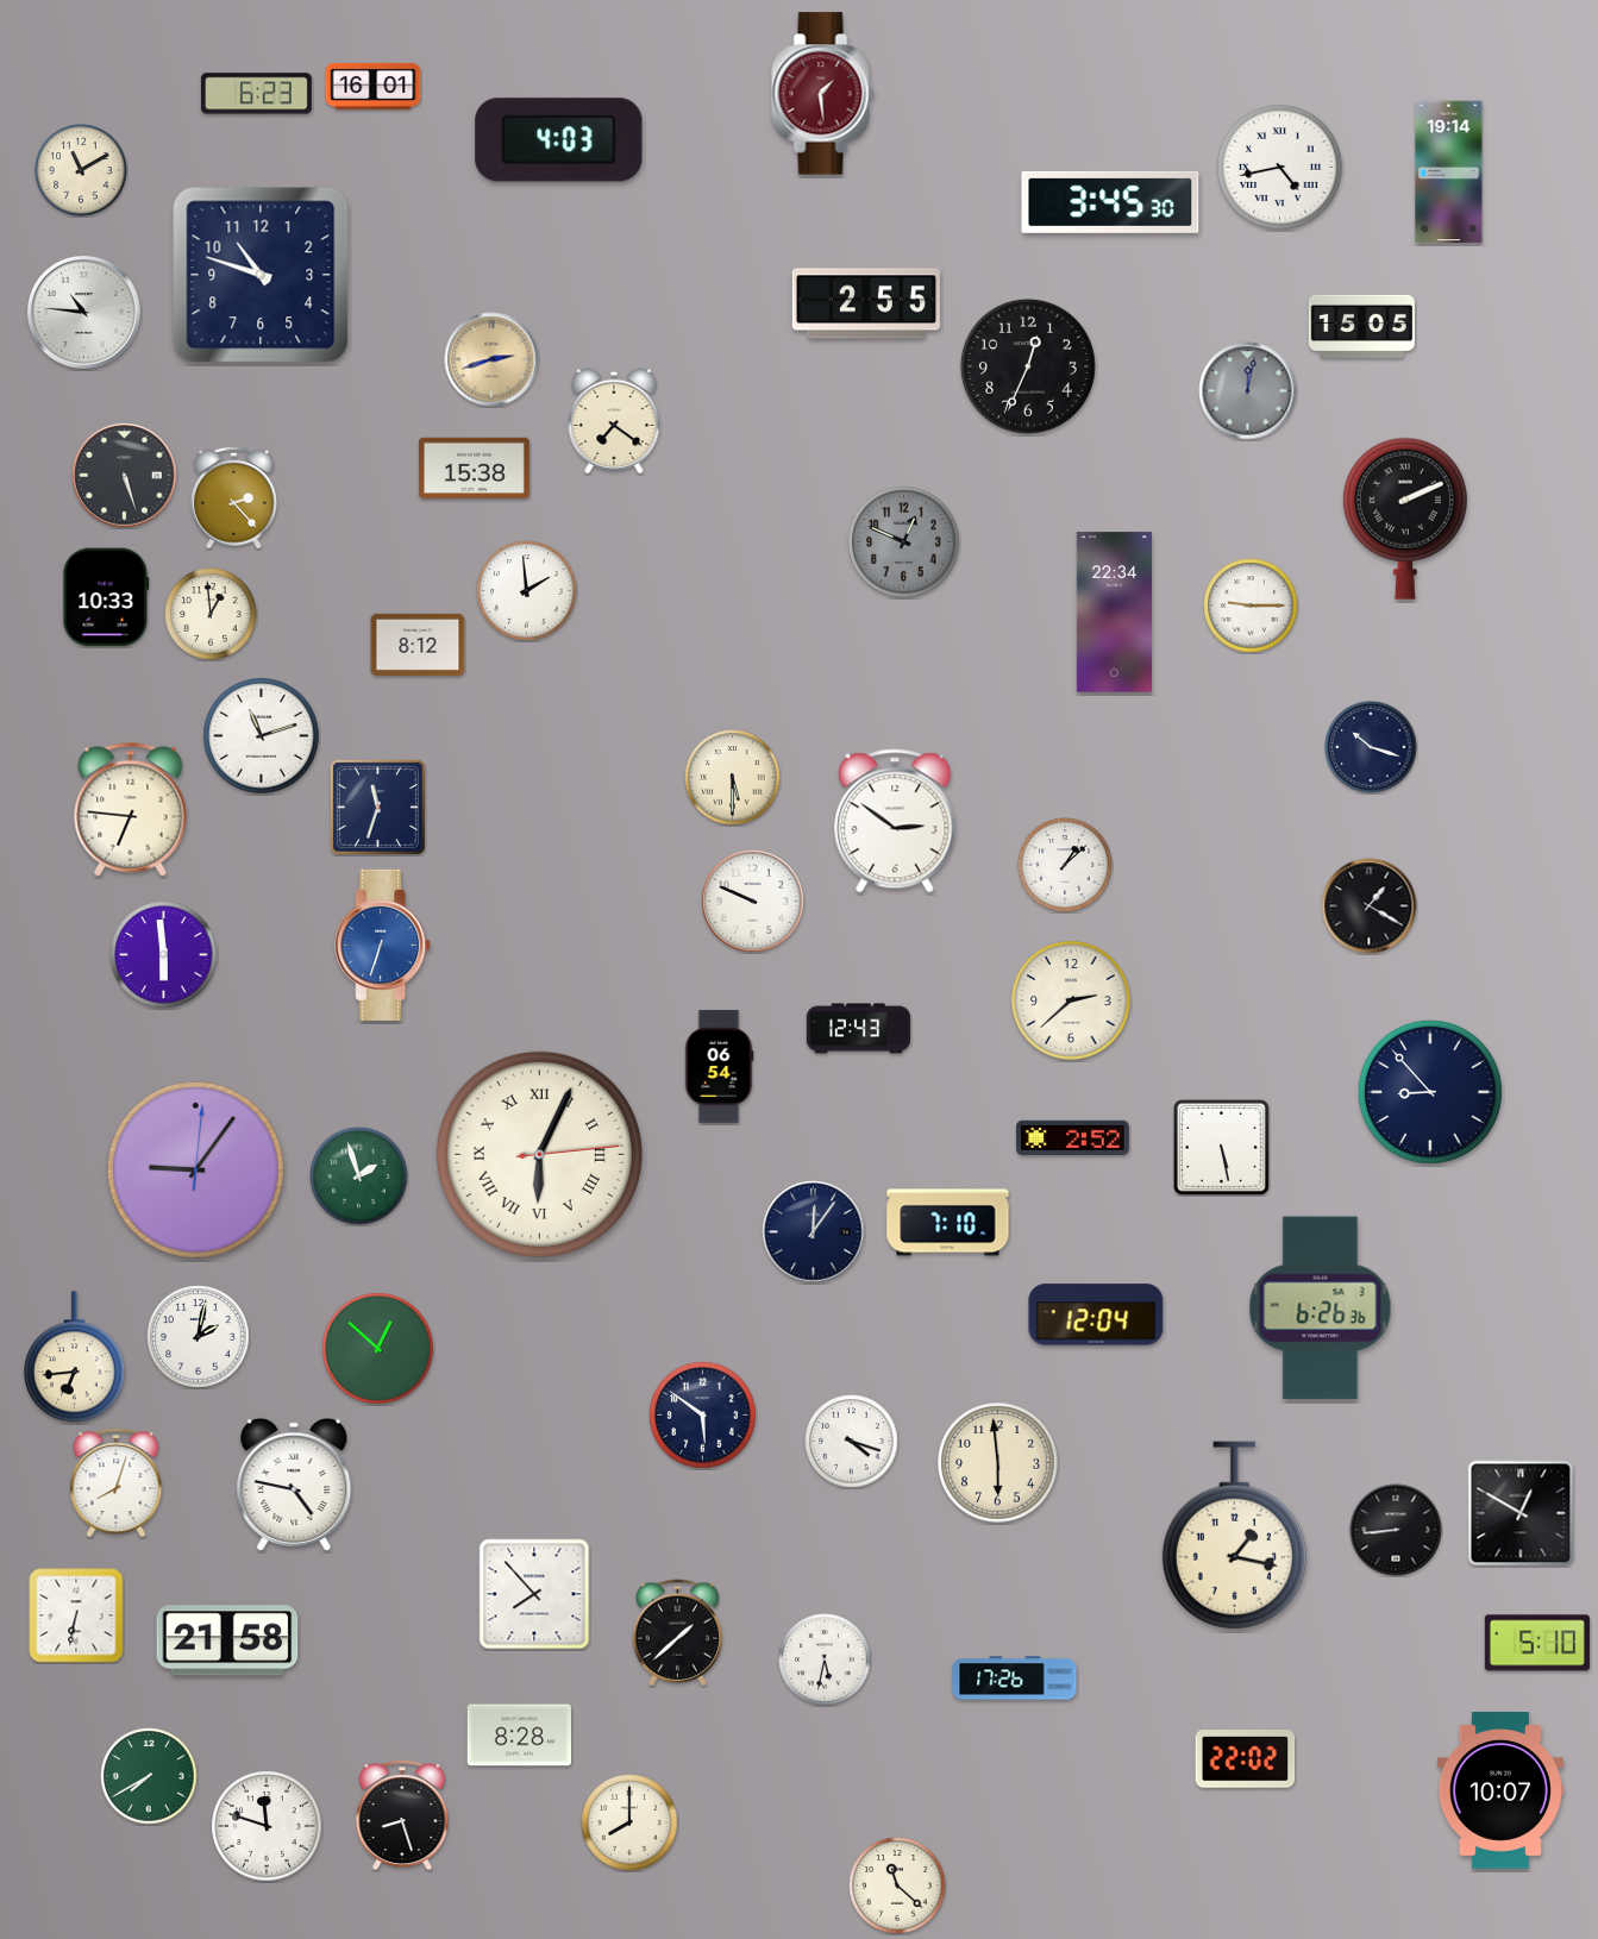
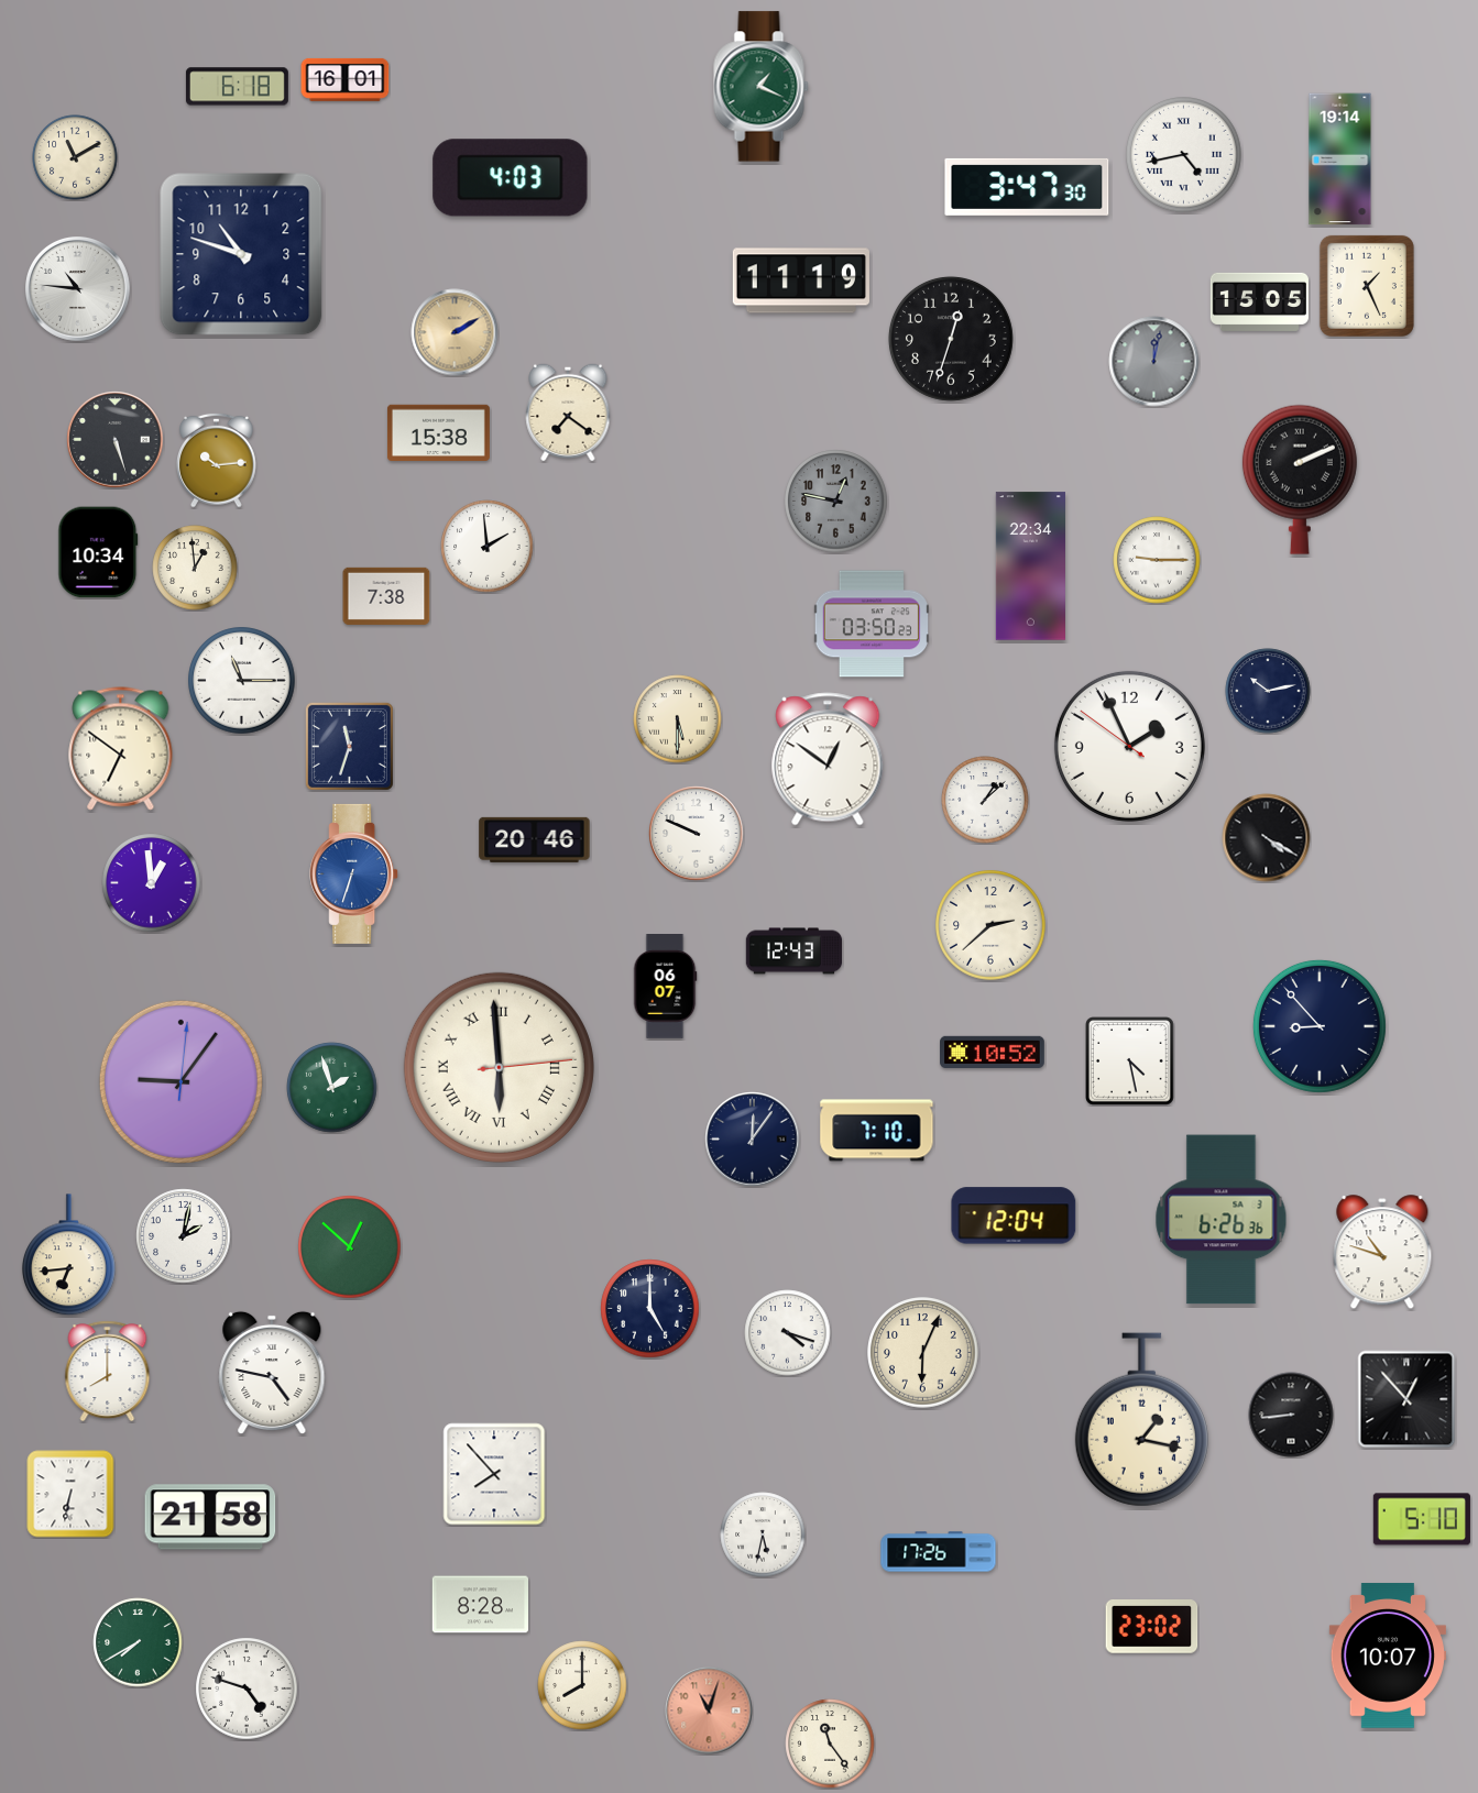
clock at (256, 94): 6:23 -> 6:18
clock at (823, 94): 1:29 -> 1:19
clock at (823, 94) dial: burgundy -> green
clock at (559, 140) position: (559, 140) -> (511, 178)
clock at (1110, 202): 3:45 -> 3:47
clock at (866, 303): 2:55 -> 11:19
clock at (1367, 286): none -> 1:26
clock at (491, 359): 2:42 -> 2:10
clock at (1028, 366): 12:34 -> 12:33
clock at (614, 421) position: (614, 421) -> (568, 413)
clock at (234, 497): 2:23 -> 10:14
clock at (904, 542): 12:49 -> 12:47
clock at (106, 597): 10:33 -> 10:34
clock at (418, 645): 8:12 -> 7:38
clock at (872, 624): none -> 03:50
clock at (262, 736): 11:12 -> 11:15
clock at (1371, 747): 10:18 -> 10:13
clock at (1129, 746): none -> 1:55
clock at (131, 810): 6:46 -> 6:51
clock at (895, 821): 2:51 -> 12:51
clock at (1370, 906): 1:20 -> 4:20
clock at (535, 839): none -> 20:46
clock at (164, 955): 5:59 -> 12:59
clock at (719, 1067): 06:54 -> 06:07
clock at (1430, 1092) position: (1430, 1092) -> (1320, 1026)
clock at (1073, 1137): 2:52 -> 10:52
clock at (1222, 1148): 5:28 -> 4:28
clock at (539, 1154): 6:04 -> 5:59
clock at (1321, 1309) position: (1321, 1309) -> (1222, 1220)
clock at (1382, 1253): none -> 10:48
clock at (703, 1416): 5:51 -> 5:00
clock at (998, 1463): 5:59 -> 6:04
clock at (117, 1483): 8:03 -> 8:00
clock at (1521, 1513): 12:50 -> 12:53
clock at (678, 1633): 1:38 -> none
clock at (1246, 1759): 22:02 -> 23:02
clock at (402, 1815): 8:27 -> none
clock at (267, 1826): 11:48 -> 4:48
clock at (709, 1711): none -> 11:03
clock at (897, 1885): 11:22 -> 11:24
